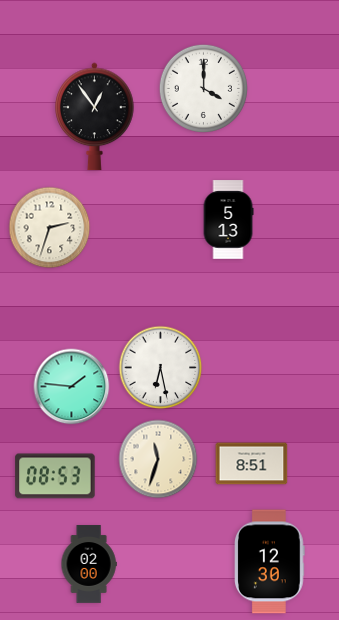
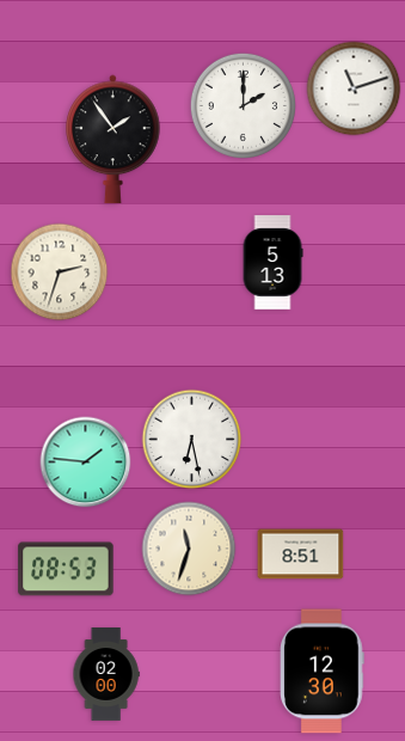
clock at (354, 88): none -> 11:12
clock at (203, 88): 4:00 -> 2:00
clock at (95, 117): 12:54 -> 1:54
